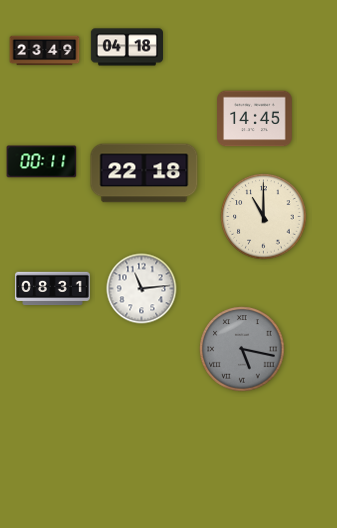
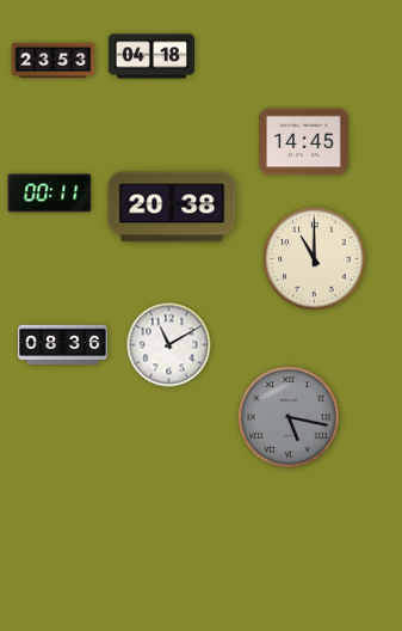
clock at (45, 51): 23:49 -> 23:53
clock at (144, 173): 22:18 -> 20:38
clock at (53, 289): 08:31 -> 08:36
clock at (142, 289): 11:14 -> 11:10
